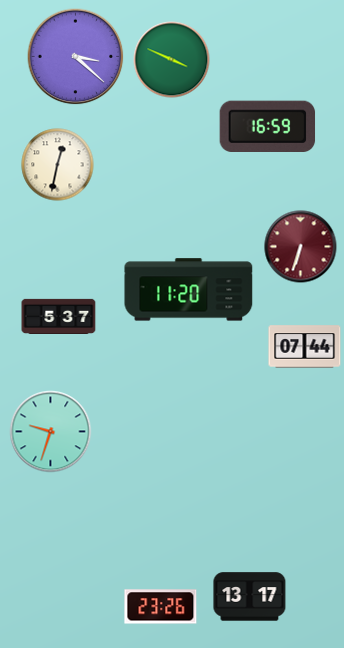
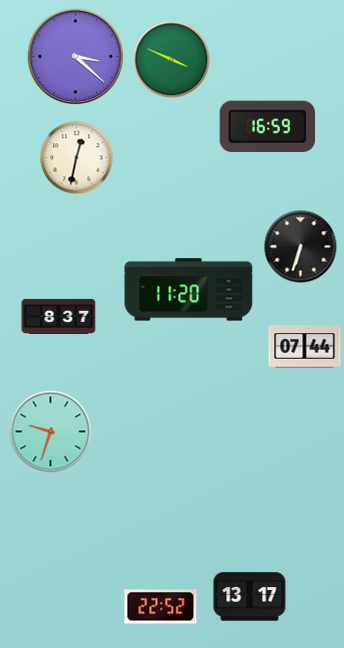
clock at (58, 165) position: (58, 165) -> (77, 158)
clock at (301, 247) dial: burgundy -> black
clock at (59, 316): 5:37 -> 8:37
clock at (161, 607): 23:26 -> 22:52
